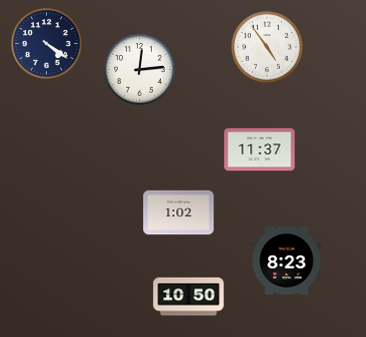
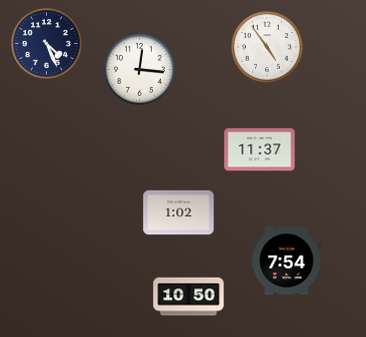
clock at (47, 44): 4:21 -> 4:26
clock at (140, 70): 12:14 -> 12:16
clock at (287, 261): 8:23 -> 7:54
